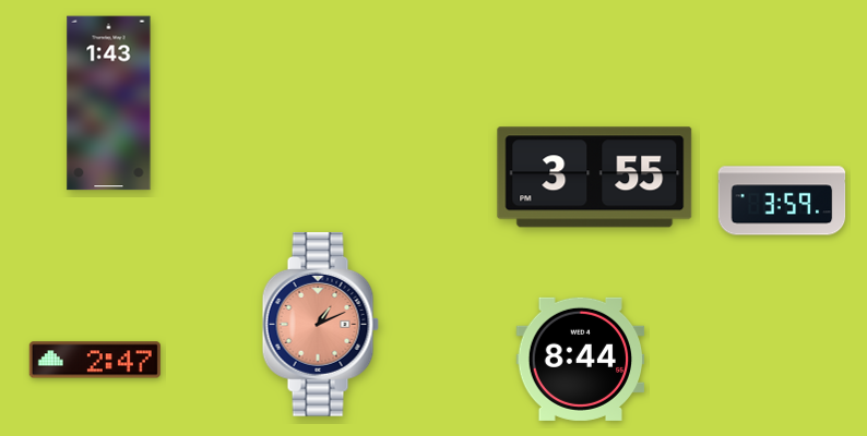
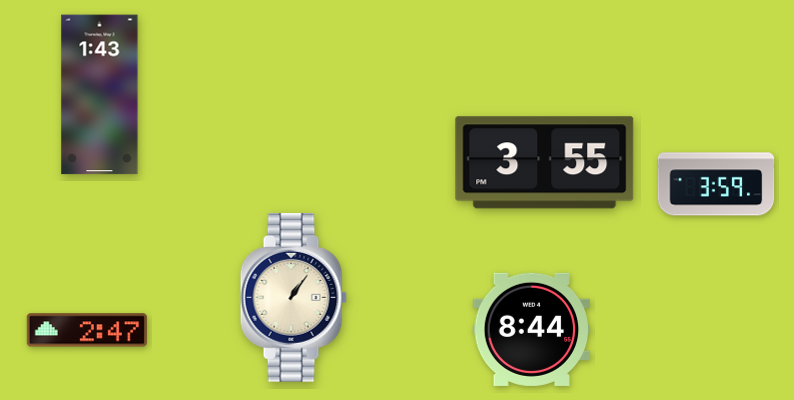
clock at (320, 325): 1:11 -> 1:06
clock at (320, 325) dial: salmon -> cream
